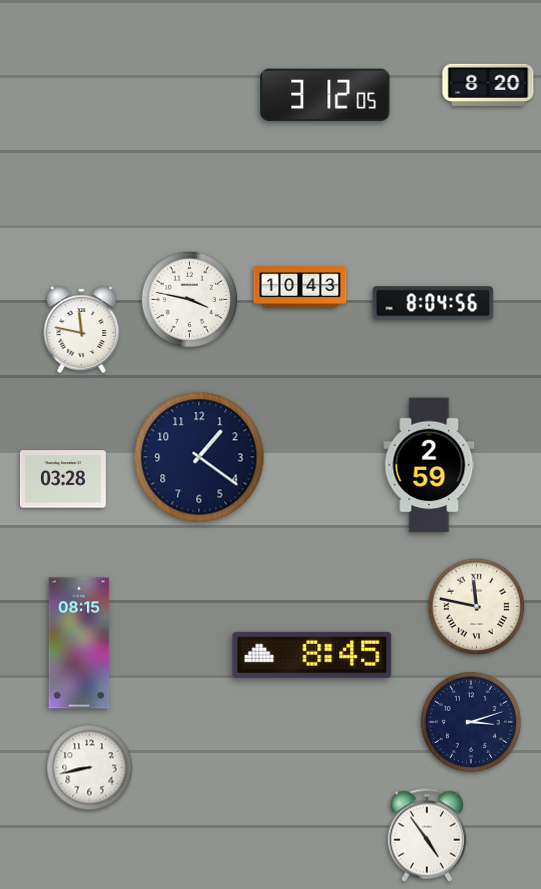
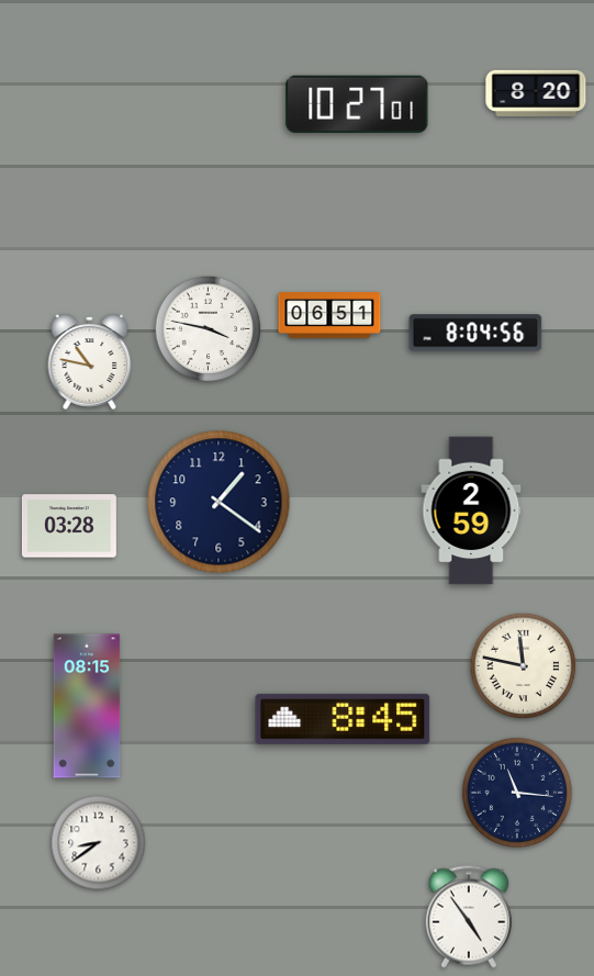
clock at (325, 95): 3:12 -> 10:27
clock at (300, 287): 10:43 -> 06:51
clock at (82, 329): 11:47 -> 10:47
clock at (471, 722): 3:12 -> 11:16
clock at (90, 768): 8:43 -> 8:39
